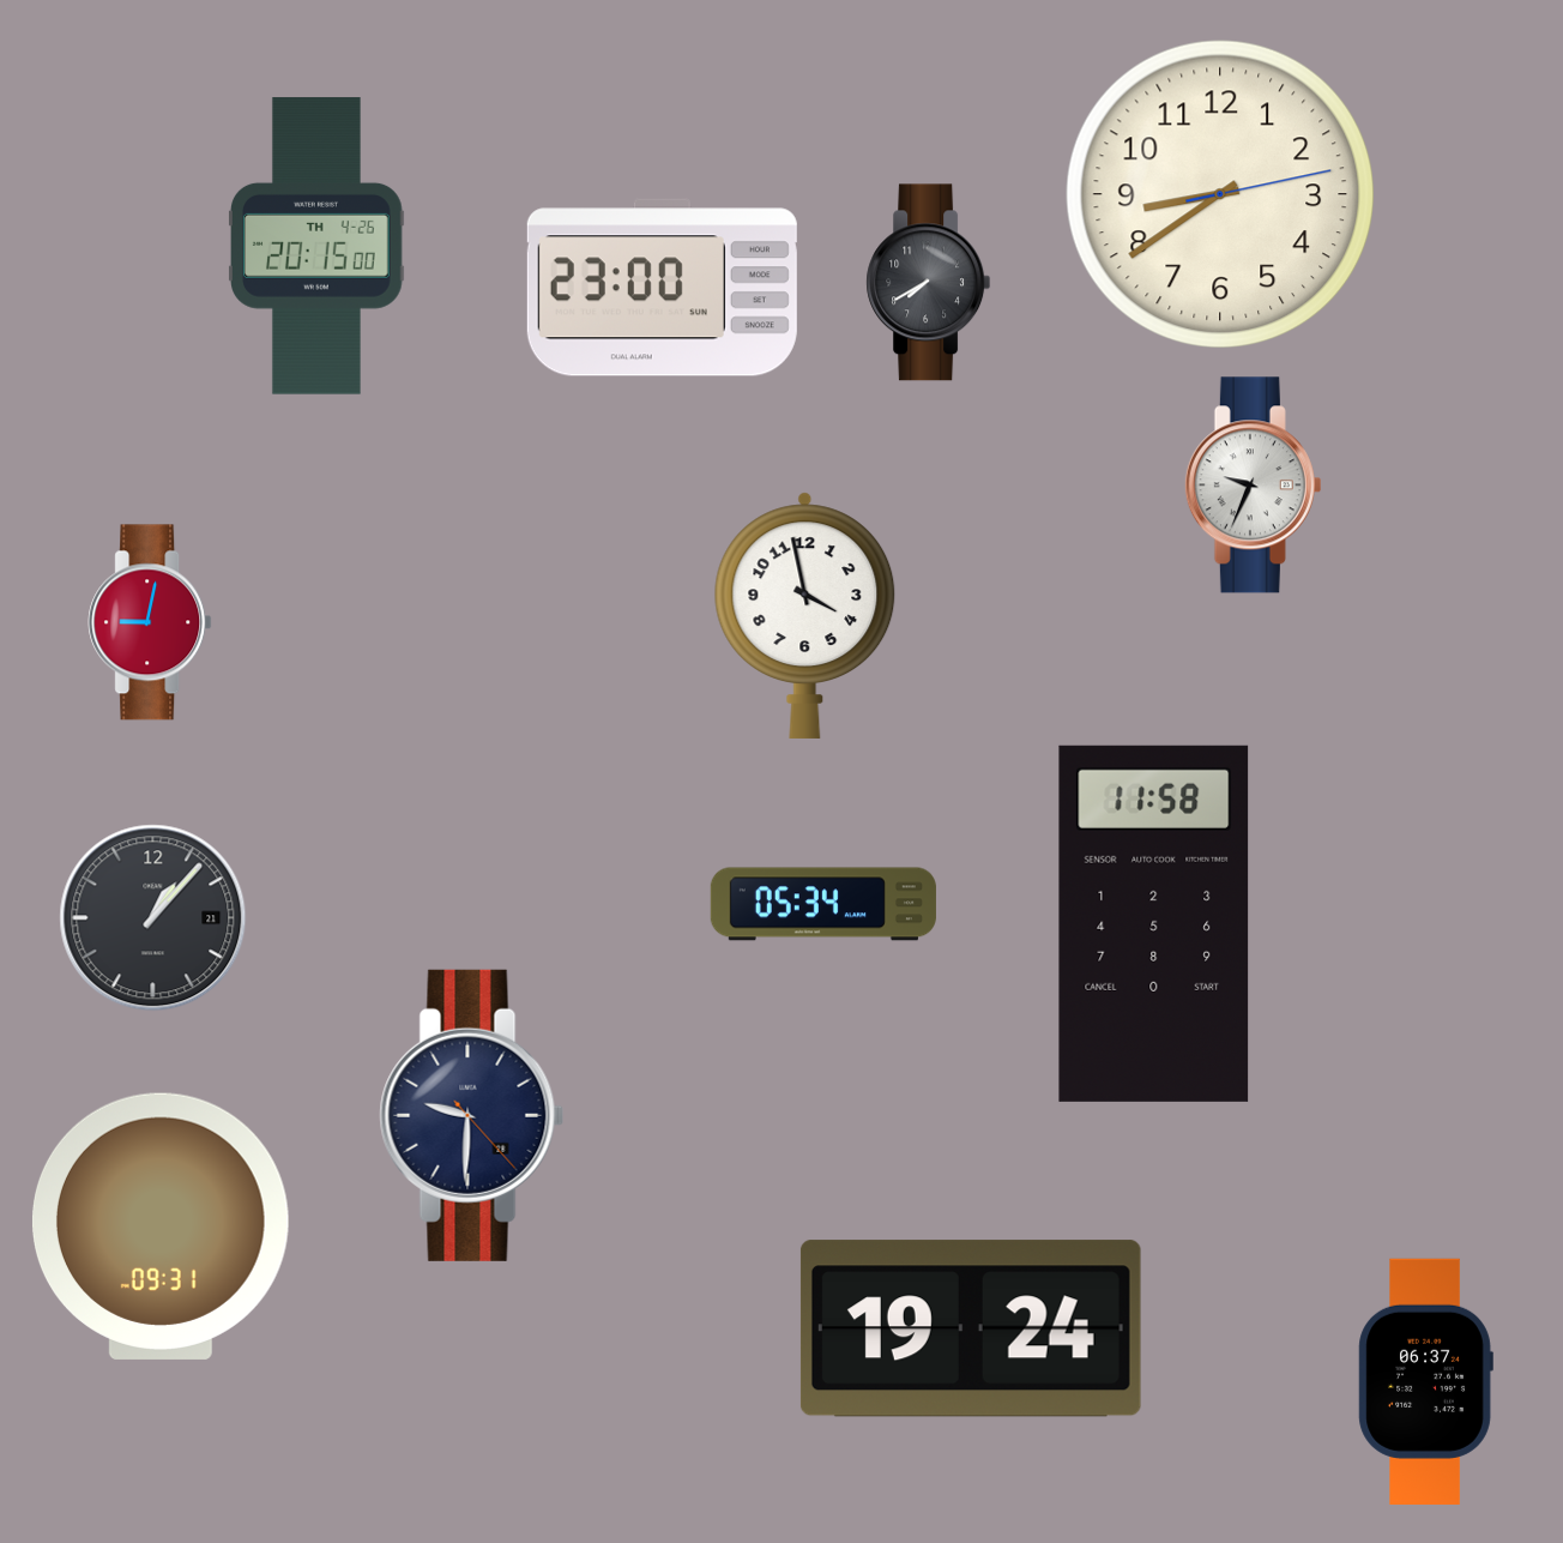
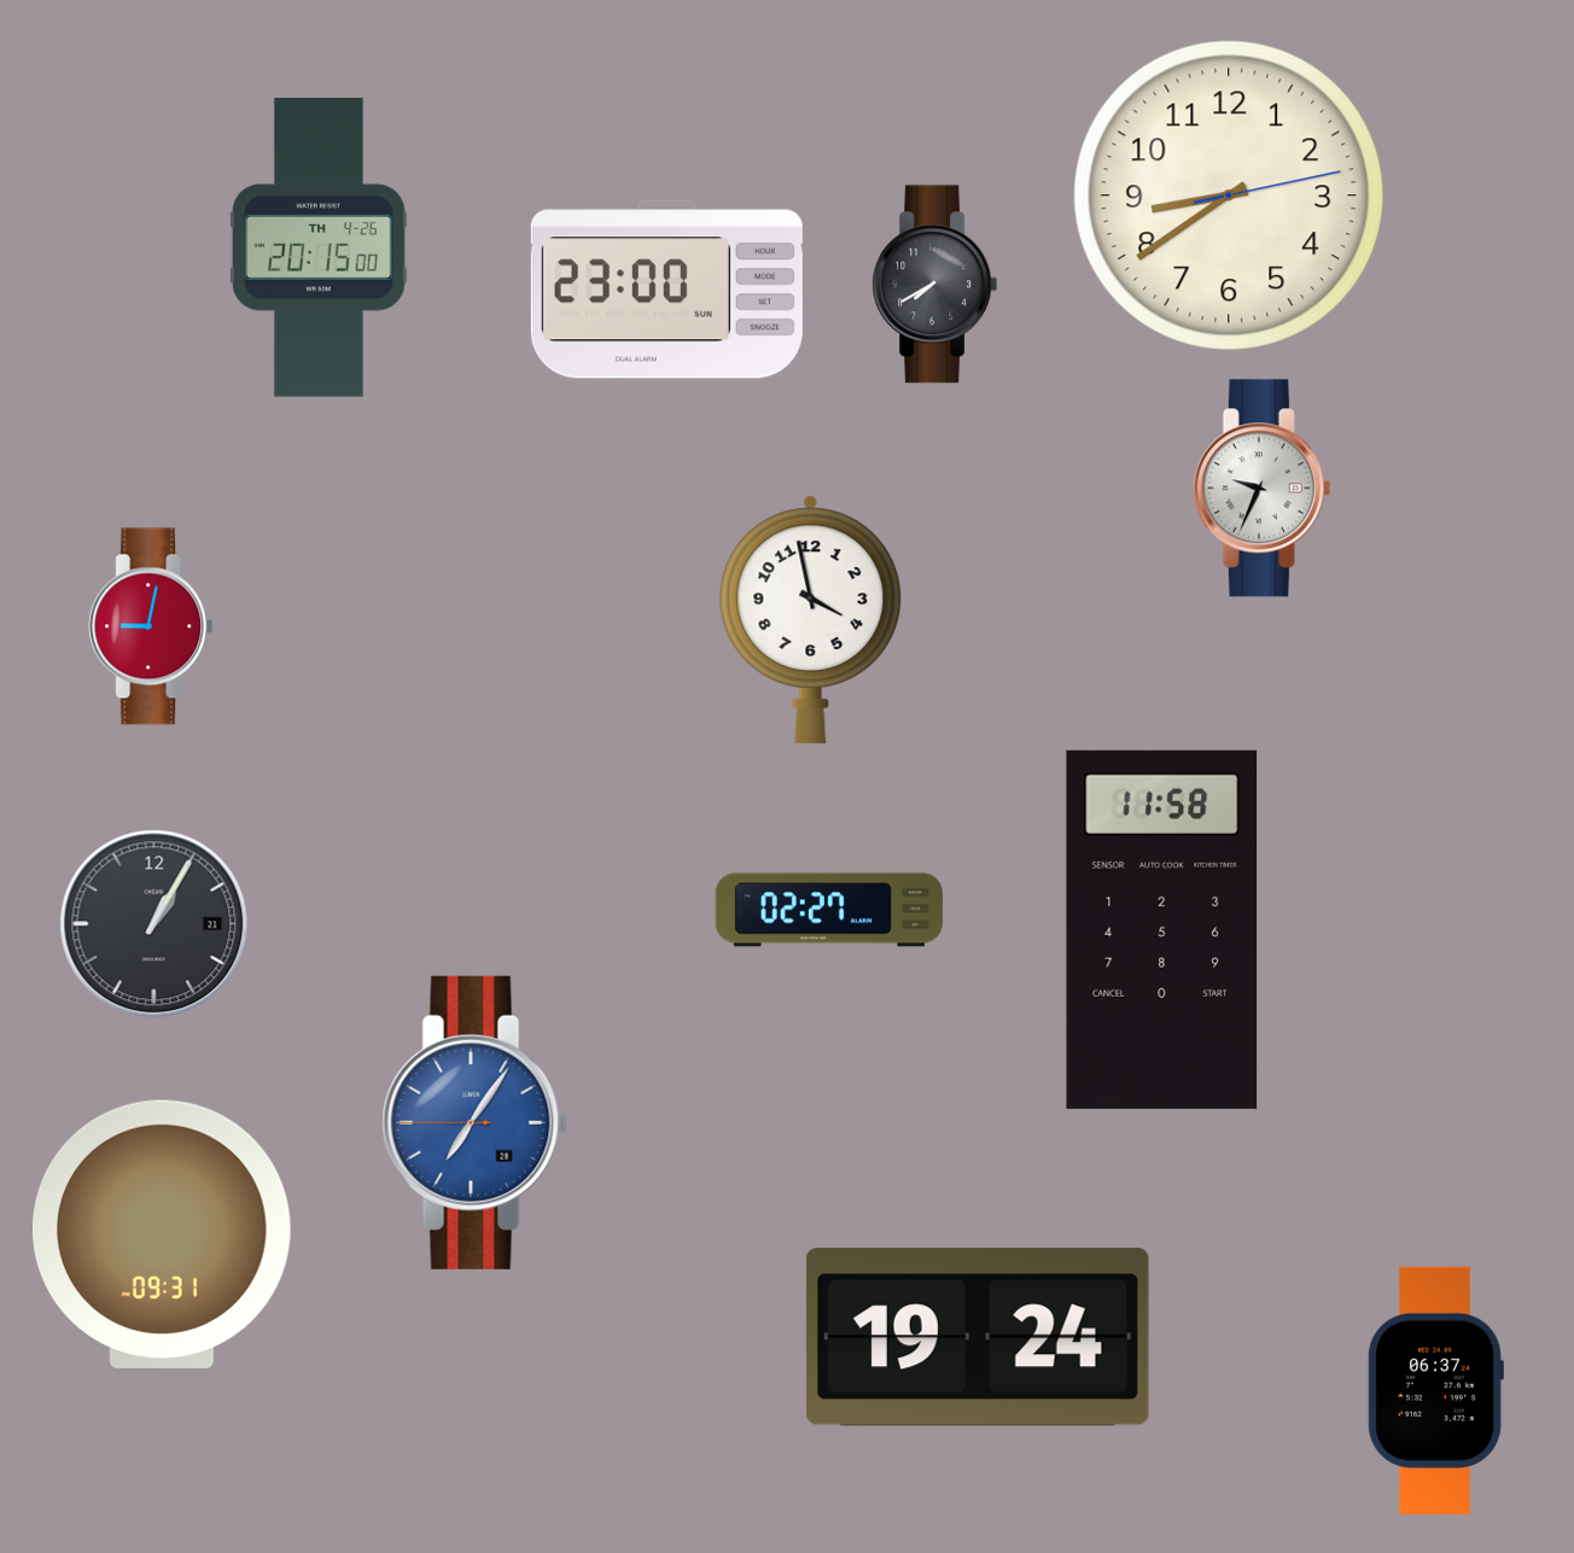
clock at (823, 904): 05:34 -> 02:27
clock at (153, 918): 1:07 -> 1:05
clock at (472, 1115): 9:30 -> 7:05
clock at (472, 1115) dial: navy -> blue
